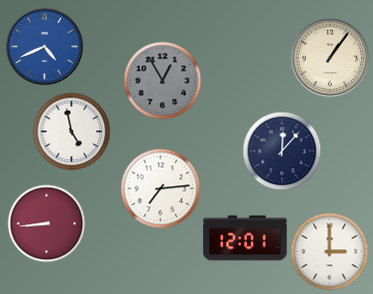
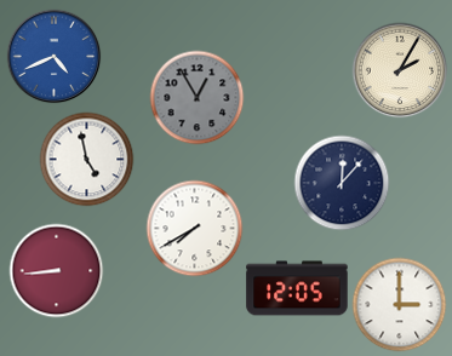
clock at (330, 58): 1:06 -> 2:05
clock at (160, 188): 7:14 -> 7:40
clock at (245, 238): 12:01 -> 12:05
